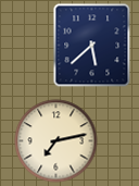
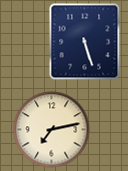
clock at (92, 46): 5:38 -> 5:27
